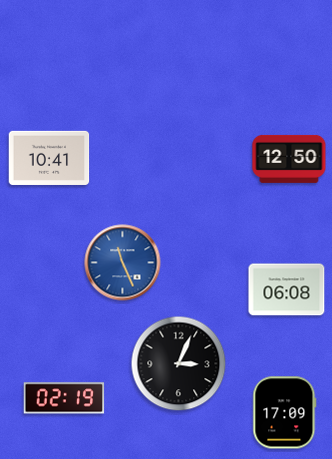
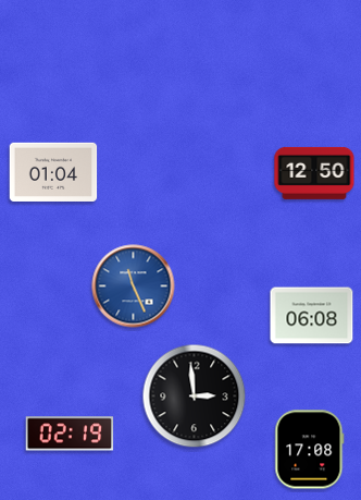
clock at (49, 158): 10:41 -> 01:04
clock at (179, 364): 3:04 -> 2:59
clock at (285, 413): 17:09 -> 17:08
